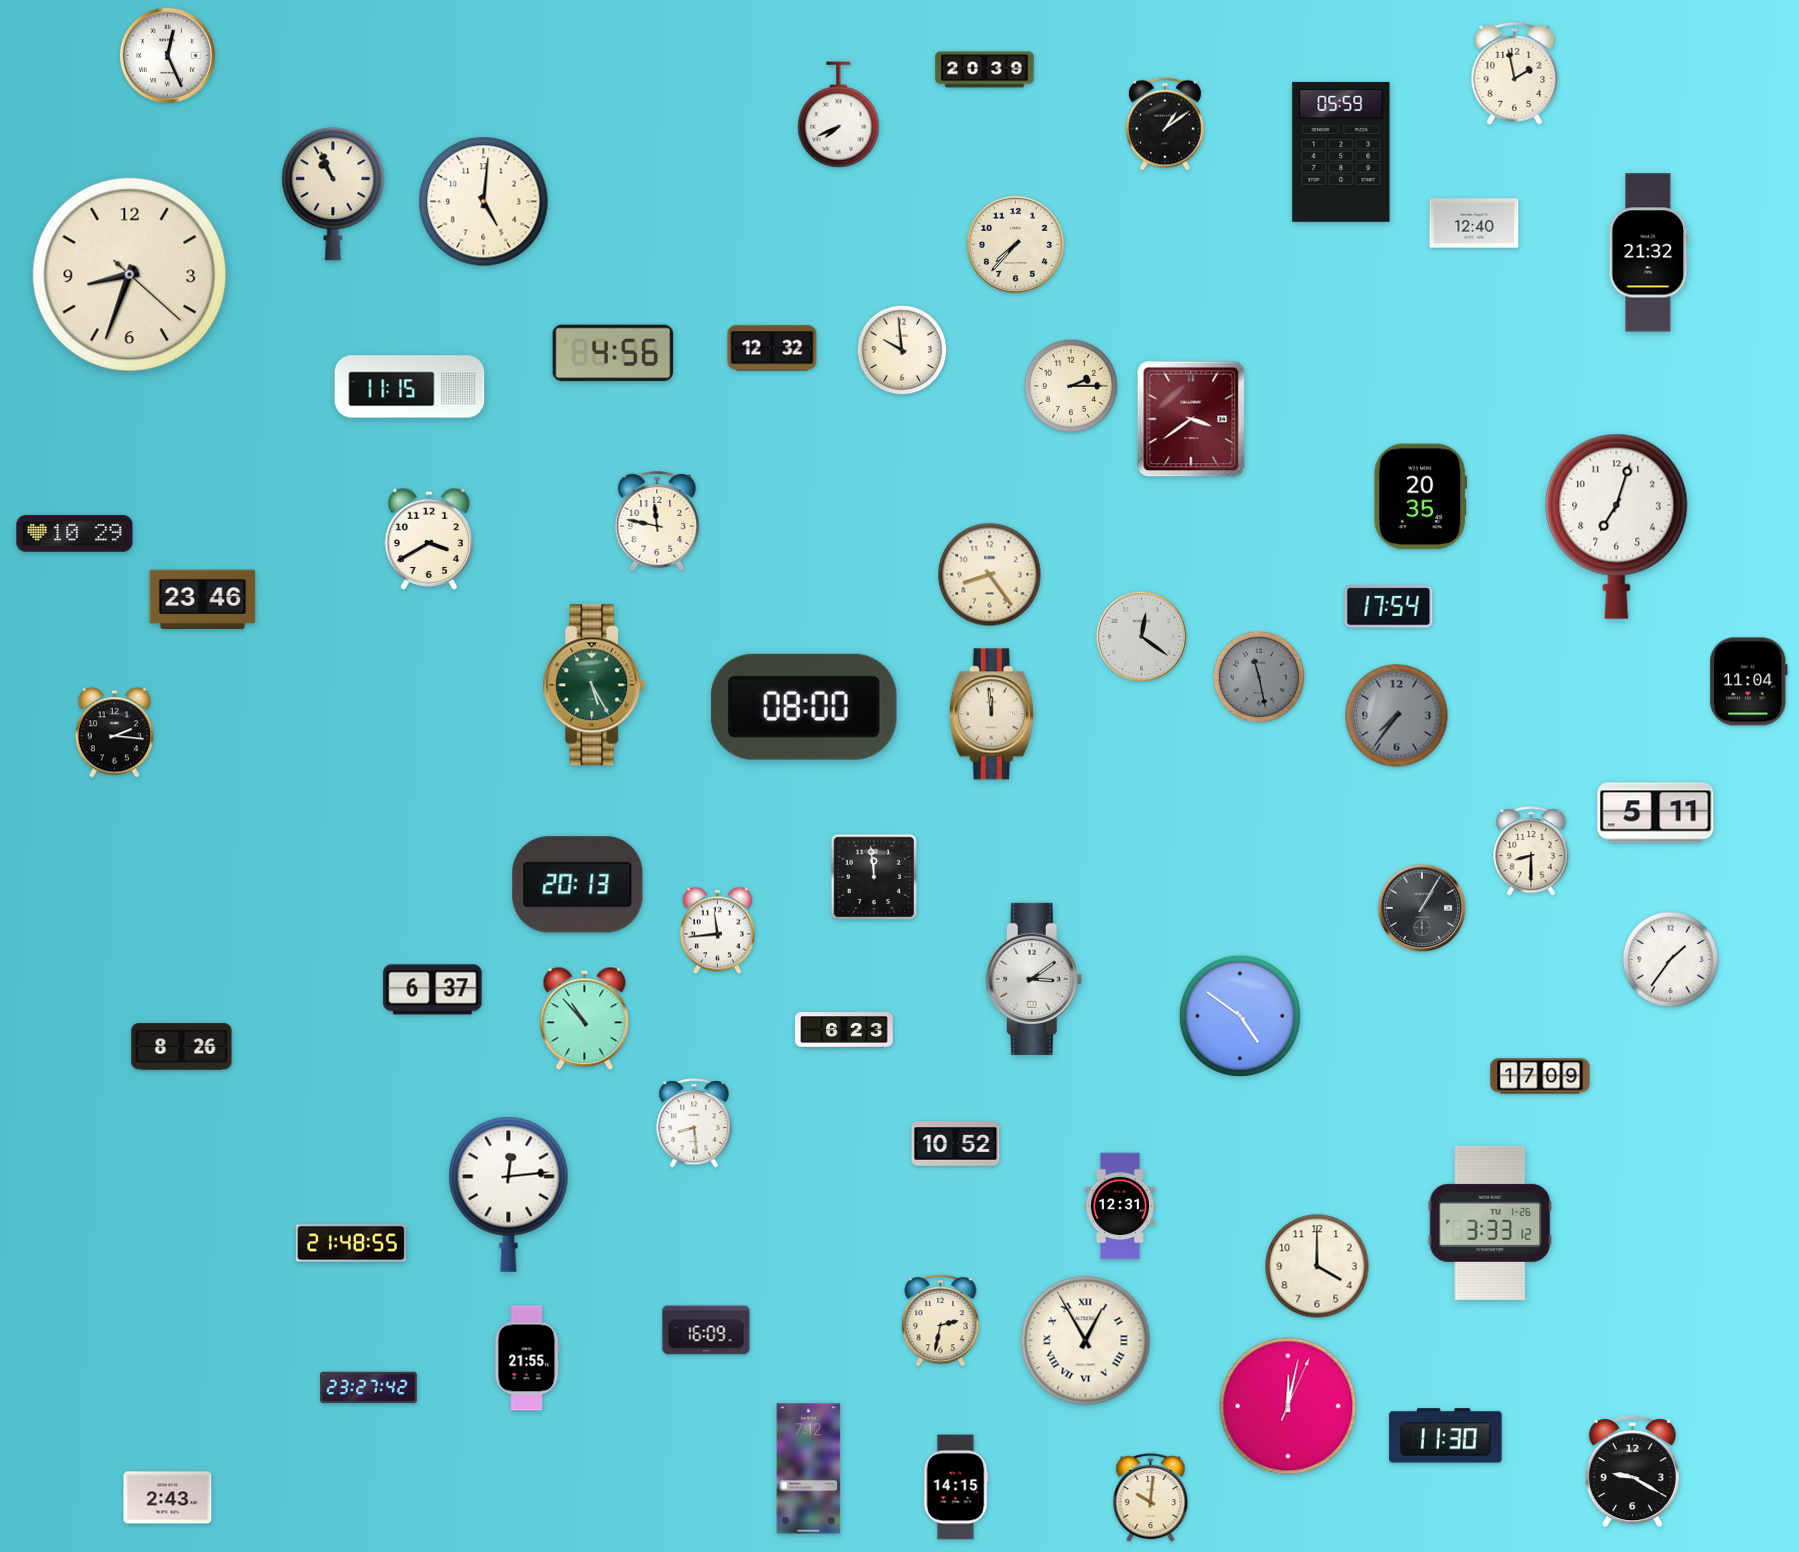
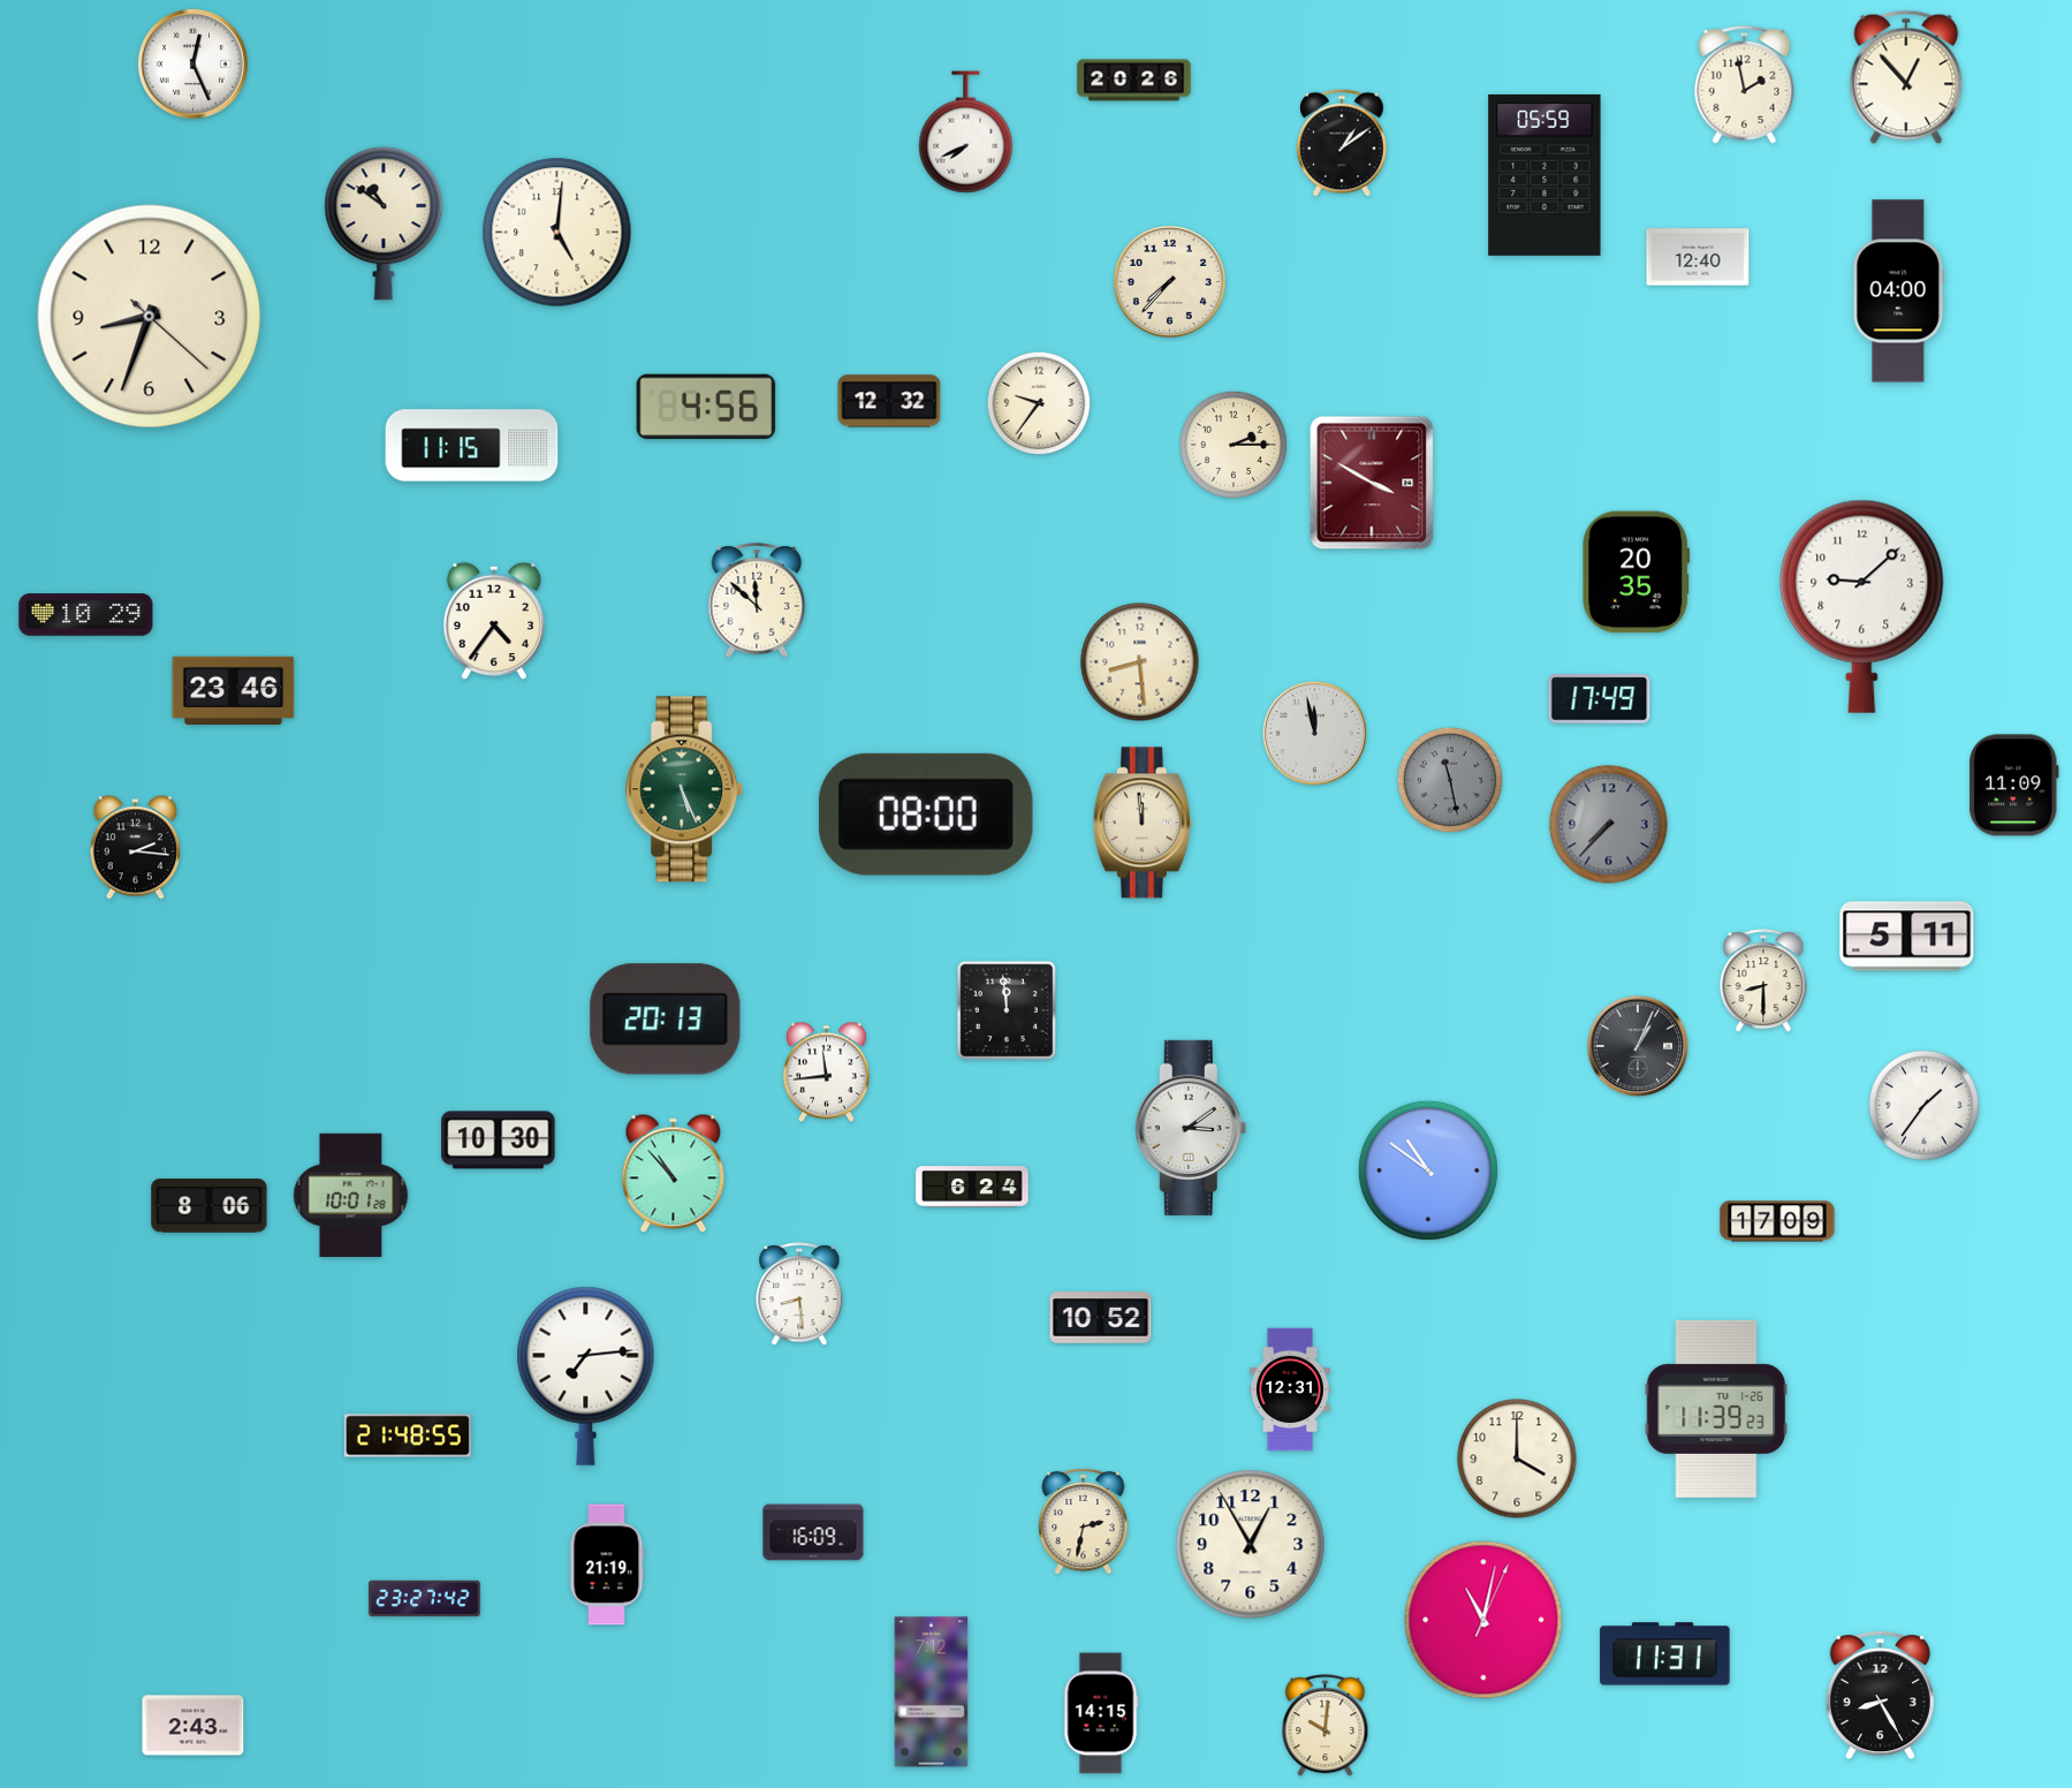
clock at (1906, 77): none -> 12:53
clock at (985, 70): 20:39 -> 20:26
clock at (333, 194): 10:56 -> 10:51
clock at (1649, 253): 21:32 -> 04:00
clock at (902, 350): 9:59 -> 9:36
clock at (1191, 419): 3:39 -> 3:50
clock at (657, 521): 11:47 -> 11:52
clock at (1617, 526): 7:03 -> 9:08
clock at (429, 539): 3:40 -> 4:36
clock at (990, 575): 8:24 -> 8:29
clock at (1389, 607): 17:54 -> 17:49
clock at (1142, 637): 12:21 -> 11:58
clock at (1749, 682): 11:04 -> 11:09
clock at (595, 685): 5:25 -> 5:26
clock at (1397, 716): 7:36 -> 7:37
clock at (115, 733) position: (115, 733) -> (136, 848)
clock at (1422, 908): 1:05 -> 1:04
clock at (433, 990): 6:37 -> 10:30
clock at (1240, 1016): 4:51 -> 10:51
clock at (844, 1030): 6:23 -> 6:24
clock at (351, 1196): none -> 10:01
clock at (182, 1047): 8:26 -> 8:06
clock at (1540, 1076) position: (1540, 1076) -> (1777, 1221)
clock at (509, 1194): 12:14 -> 7:14
clock at (1490, 1223): 3:33 -> 11:39
clock at (351, 1243) position: (351, 1243) -> (408, 1435)
clock at (1086, 1341) numerals: Roman -> Arabic
clock at (527, 1358): 21:55 -> 21:19
clock at (1288, 1406): 12:02 -> 11:02
clock at (1446, 1436): 11:30 -> 11:31
clock at (1632, 1472): 9:20 -> 8:25
